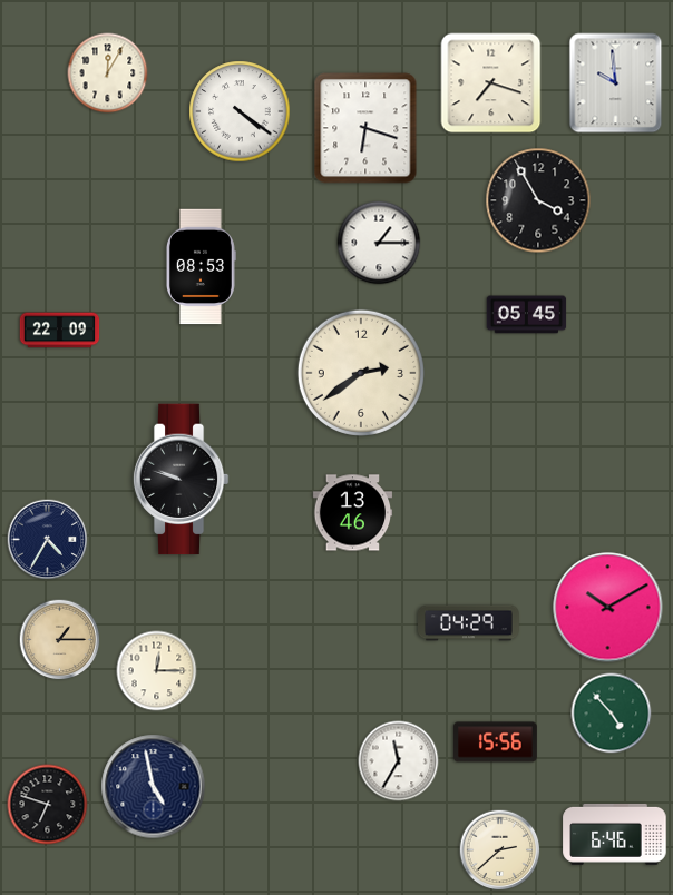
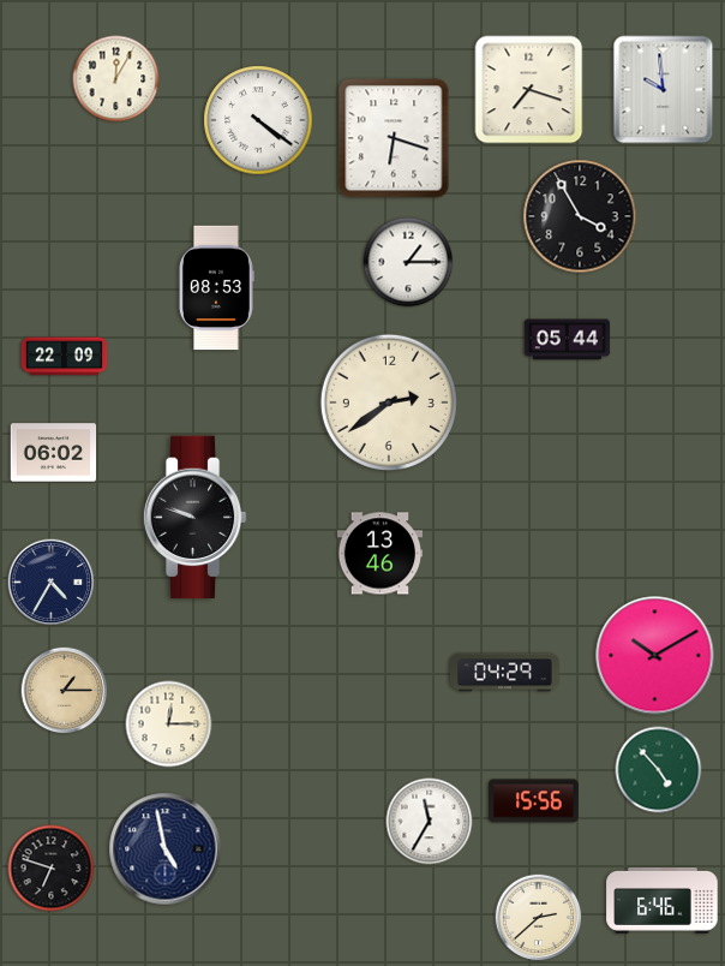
clock at (527, 315): 05:45 -> 05:44
clock at (54, 453): none -> 06:02
